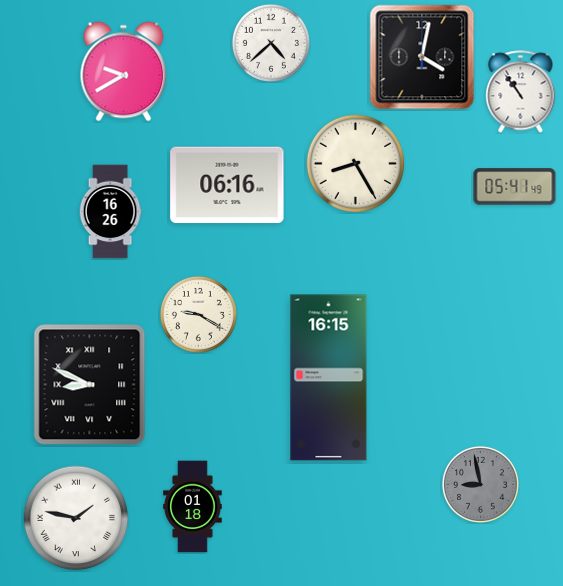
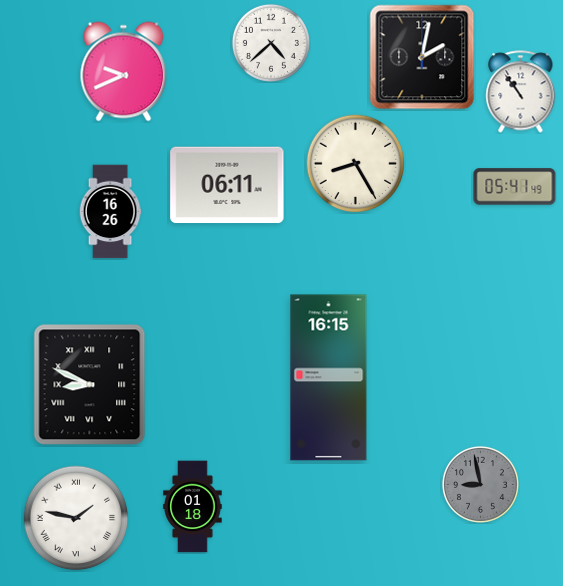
clock at (422, 57): 4:02 -> 2:02
clock at (124, 72): 9:40 -> 9:41
clock at (227, 185): 06:16 -> 06:11
clock at (198, 314): 9:20 -> none
